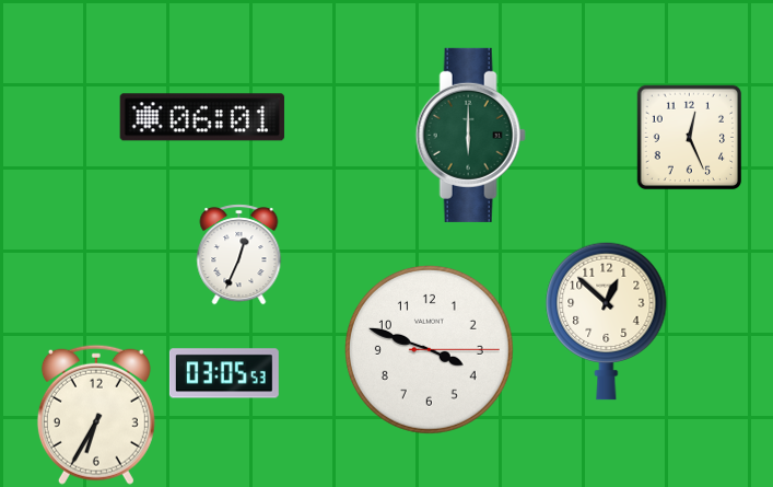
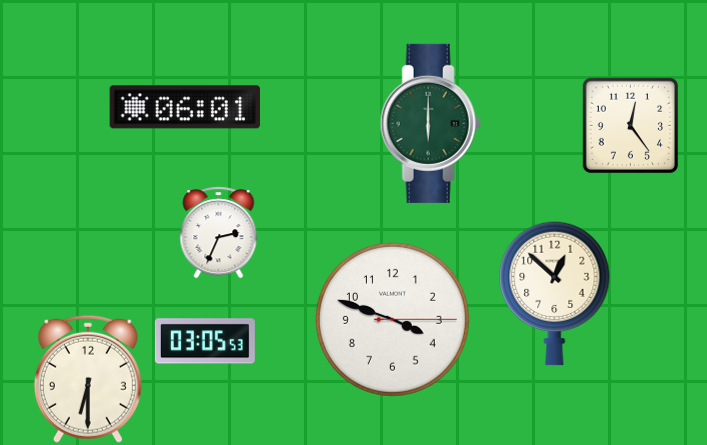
clock at (689, 137): 12:26 -> 12:24
clock at (239, 254): 12:34 -> 2:34
clock at (96, 415): 6:35 -> 6:30
